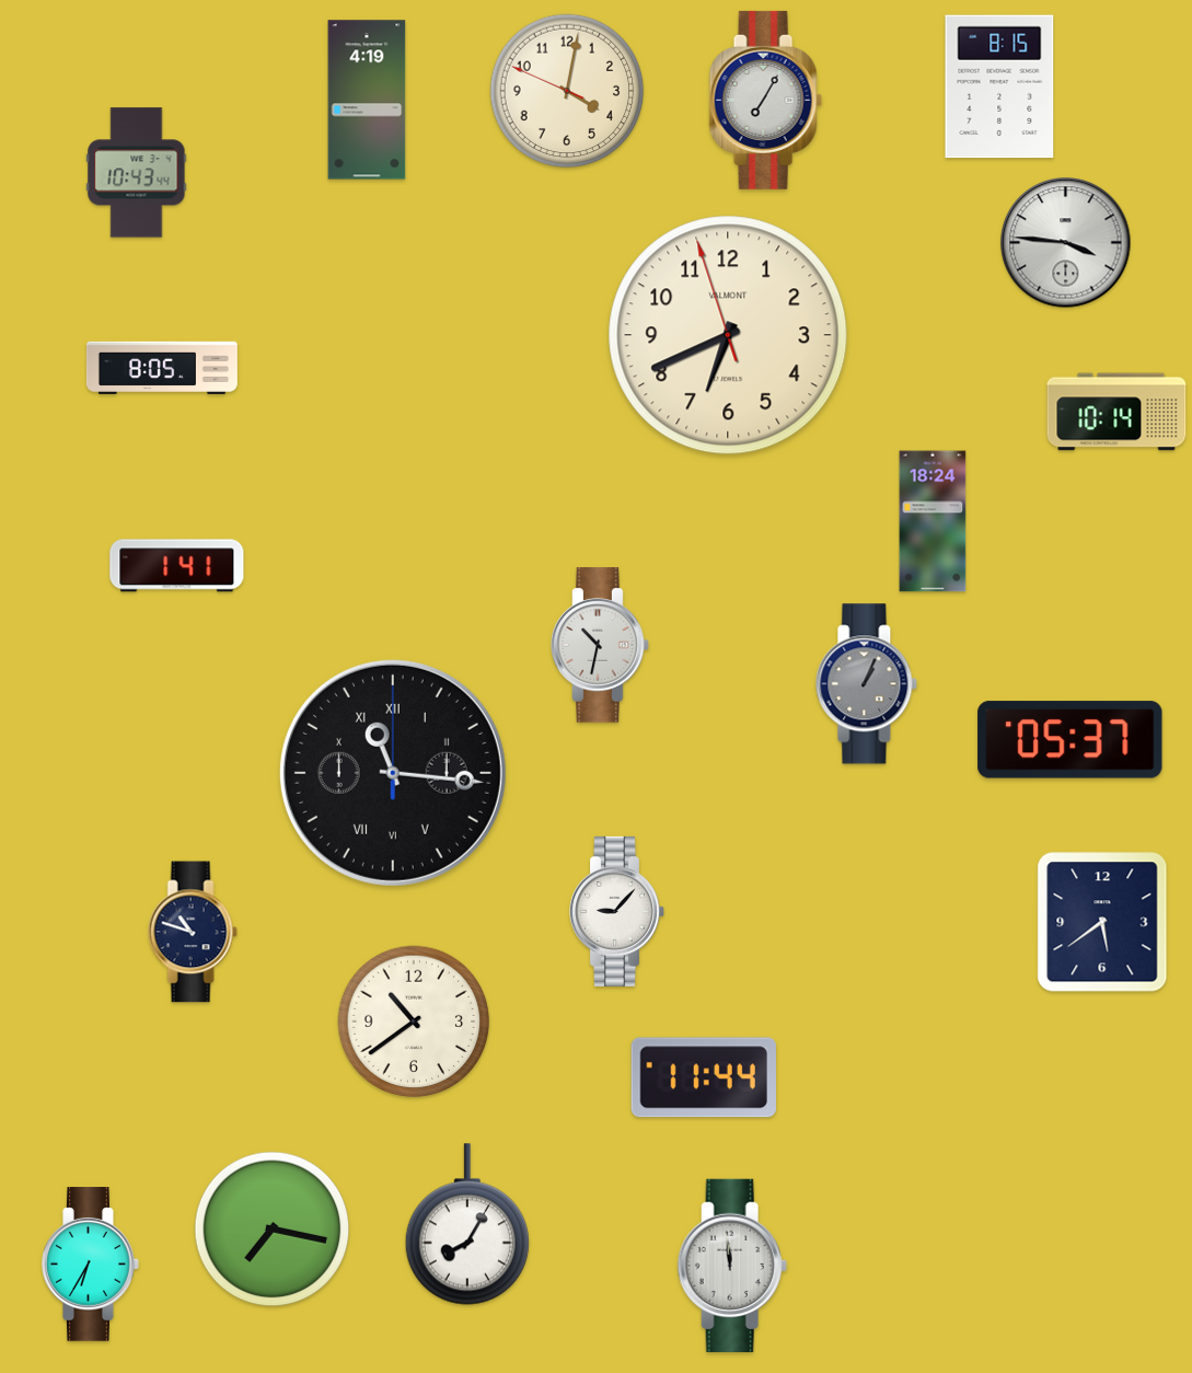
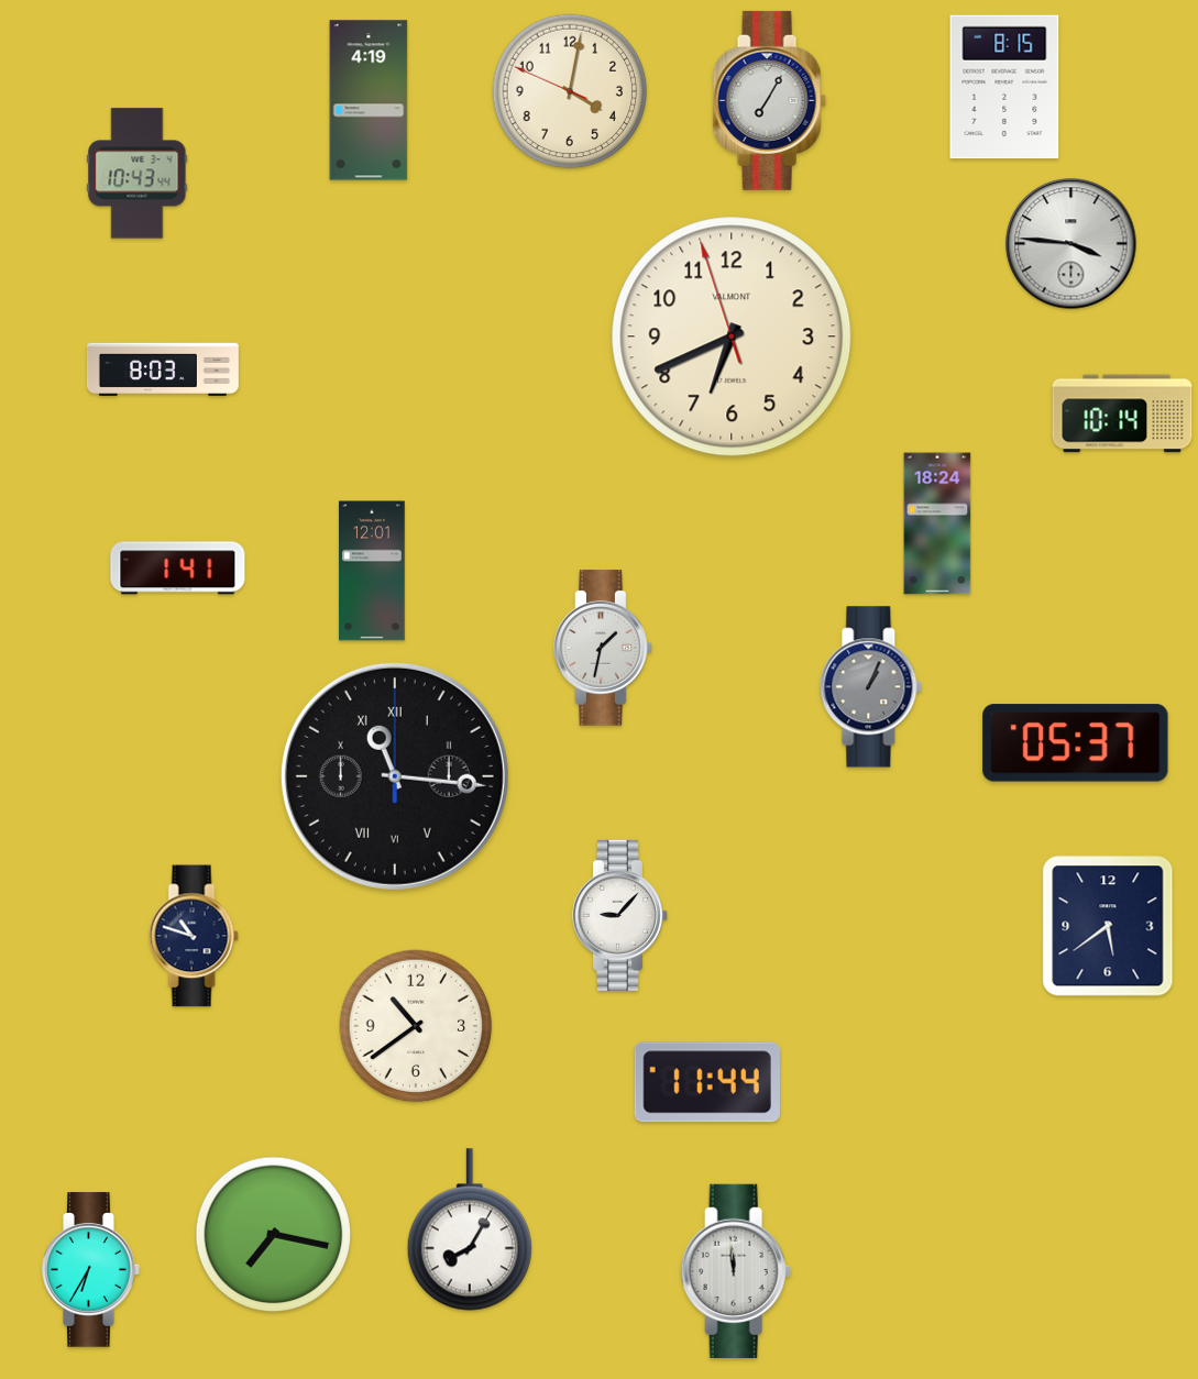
clock at (162, 368): 8:05 -> 8:03
clock at (372, 571): none -> 12:01
clock at (600, 645): 10:32 -> 1:32
